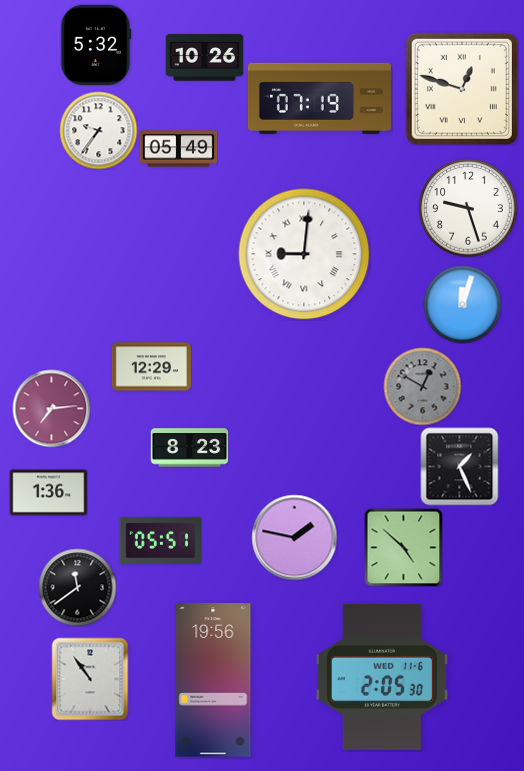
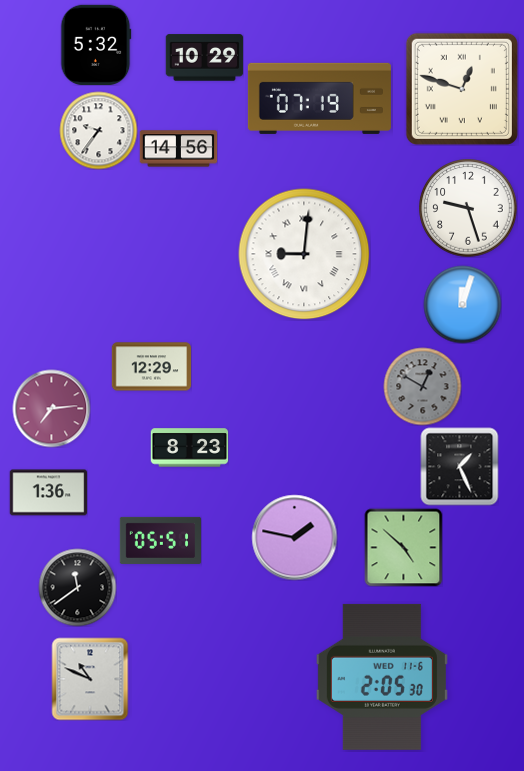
clock at (204, 58): 10:26 -> 10:29
clock at (178, 149): 05:49 -> 14:56
clock at (90, 679): 10:54 -> 10:49
clock at (213, 680): 19:56 -> none
